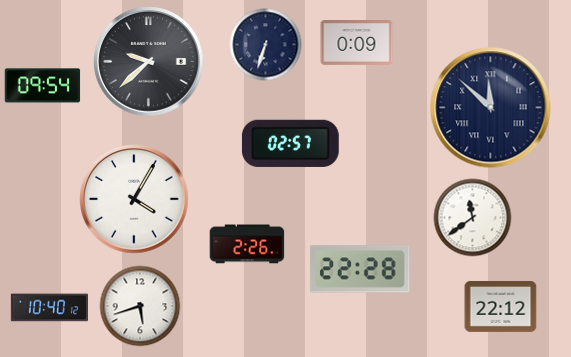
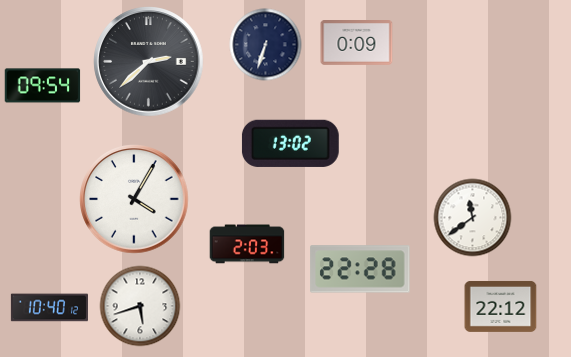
clock at (149, 62): 9:38 -> 2:38
clock at (491, 108): 11:52 -> none
clock at (290, 143): 02:57 -> 13:02
clock at (247, 244): 2:26 -> 2:03
